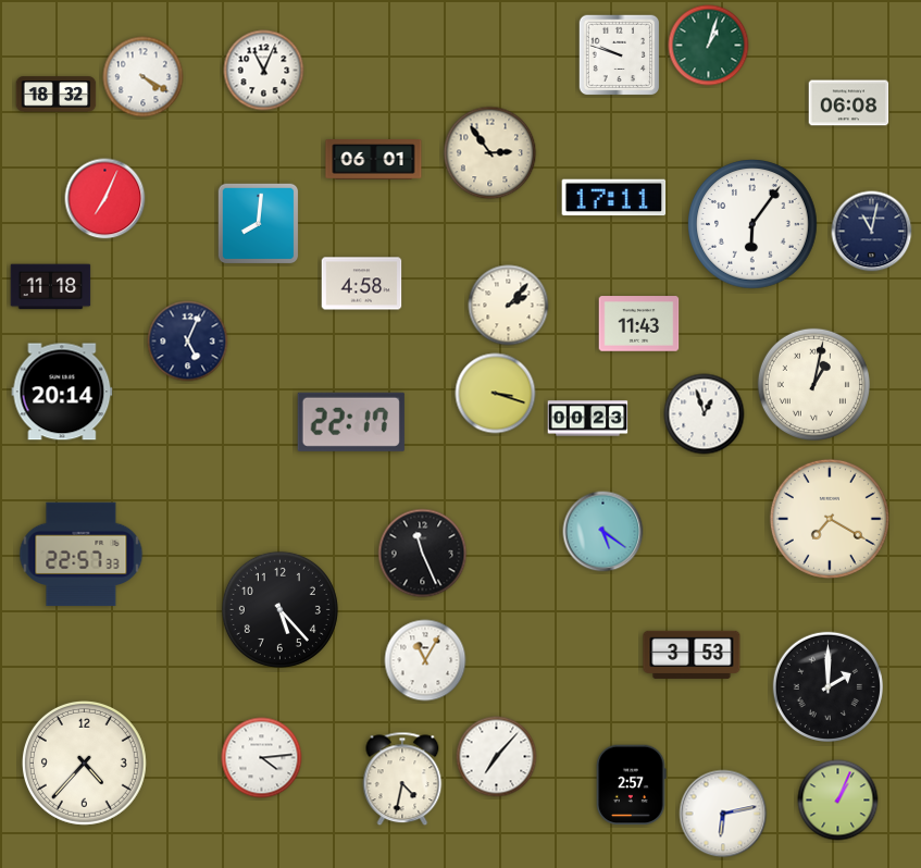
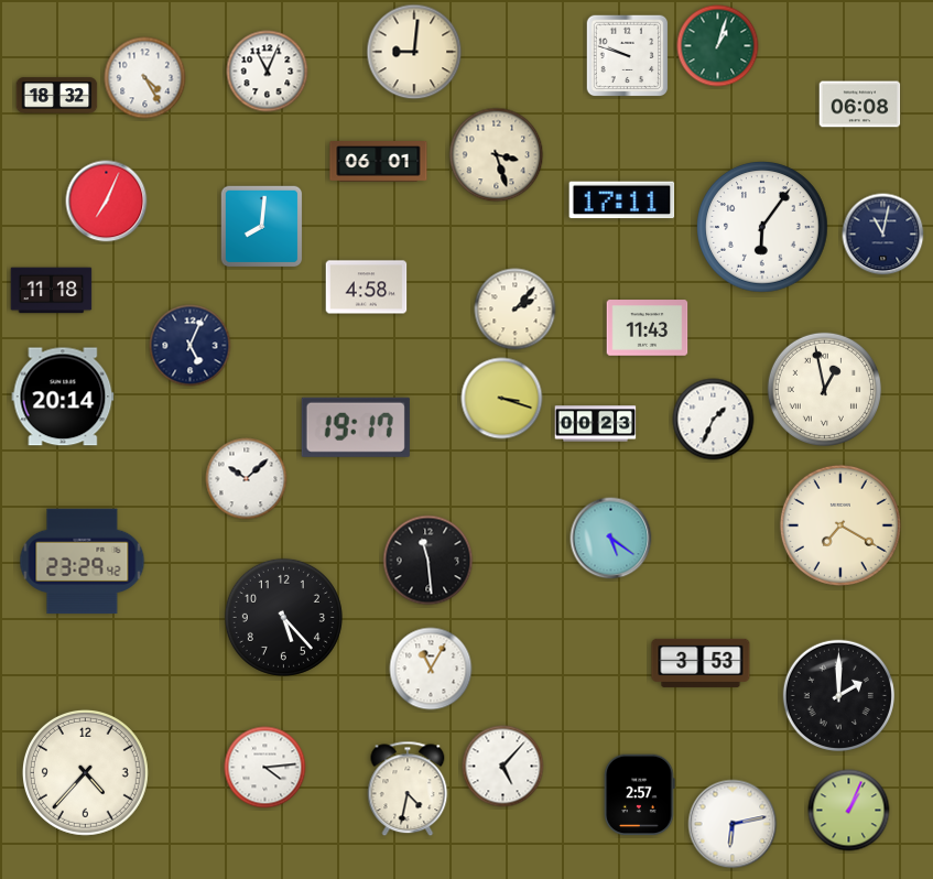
clock at (414, 52): none -> 9:01
clock at (144, 77): 4:20 -> 4:25
clock at (490, 153): 2:54 -> 3:27
clock at (813, 384): 1:02 -> 12:58
clock at (705, 414): 12:57 -> 1:34
clock at (351, 422): 22:17 -> 19:17
clock at (247, 479): none -> 10:08
clock at (423, 554): 11:26 -> 11:29
clock at (82, 555): 22:57 -> 23:29
clock at (497, 757): 7:07 -> 5:07
